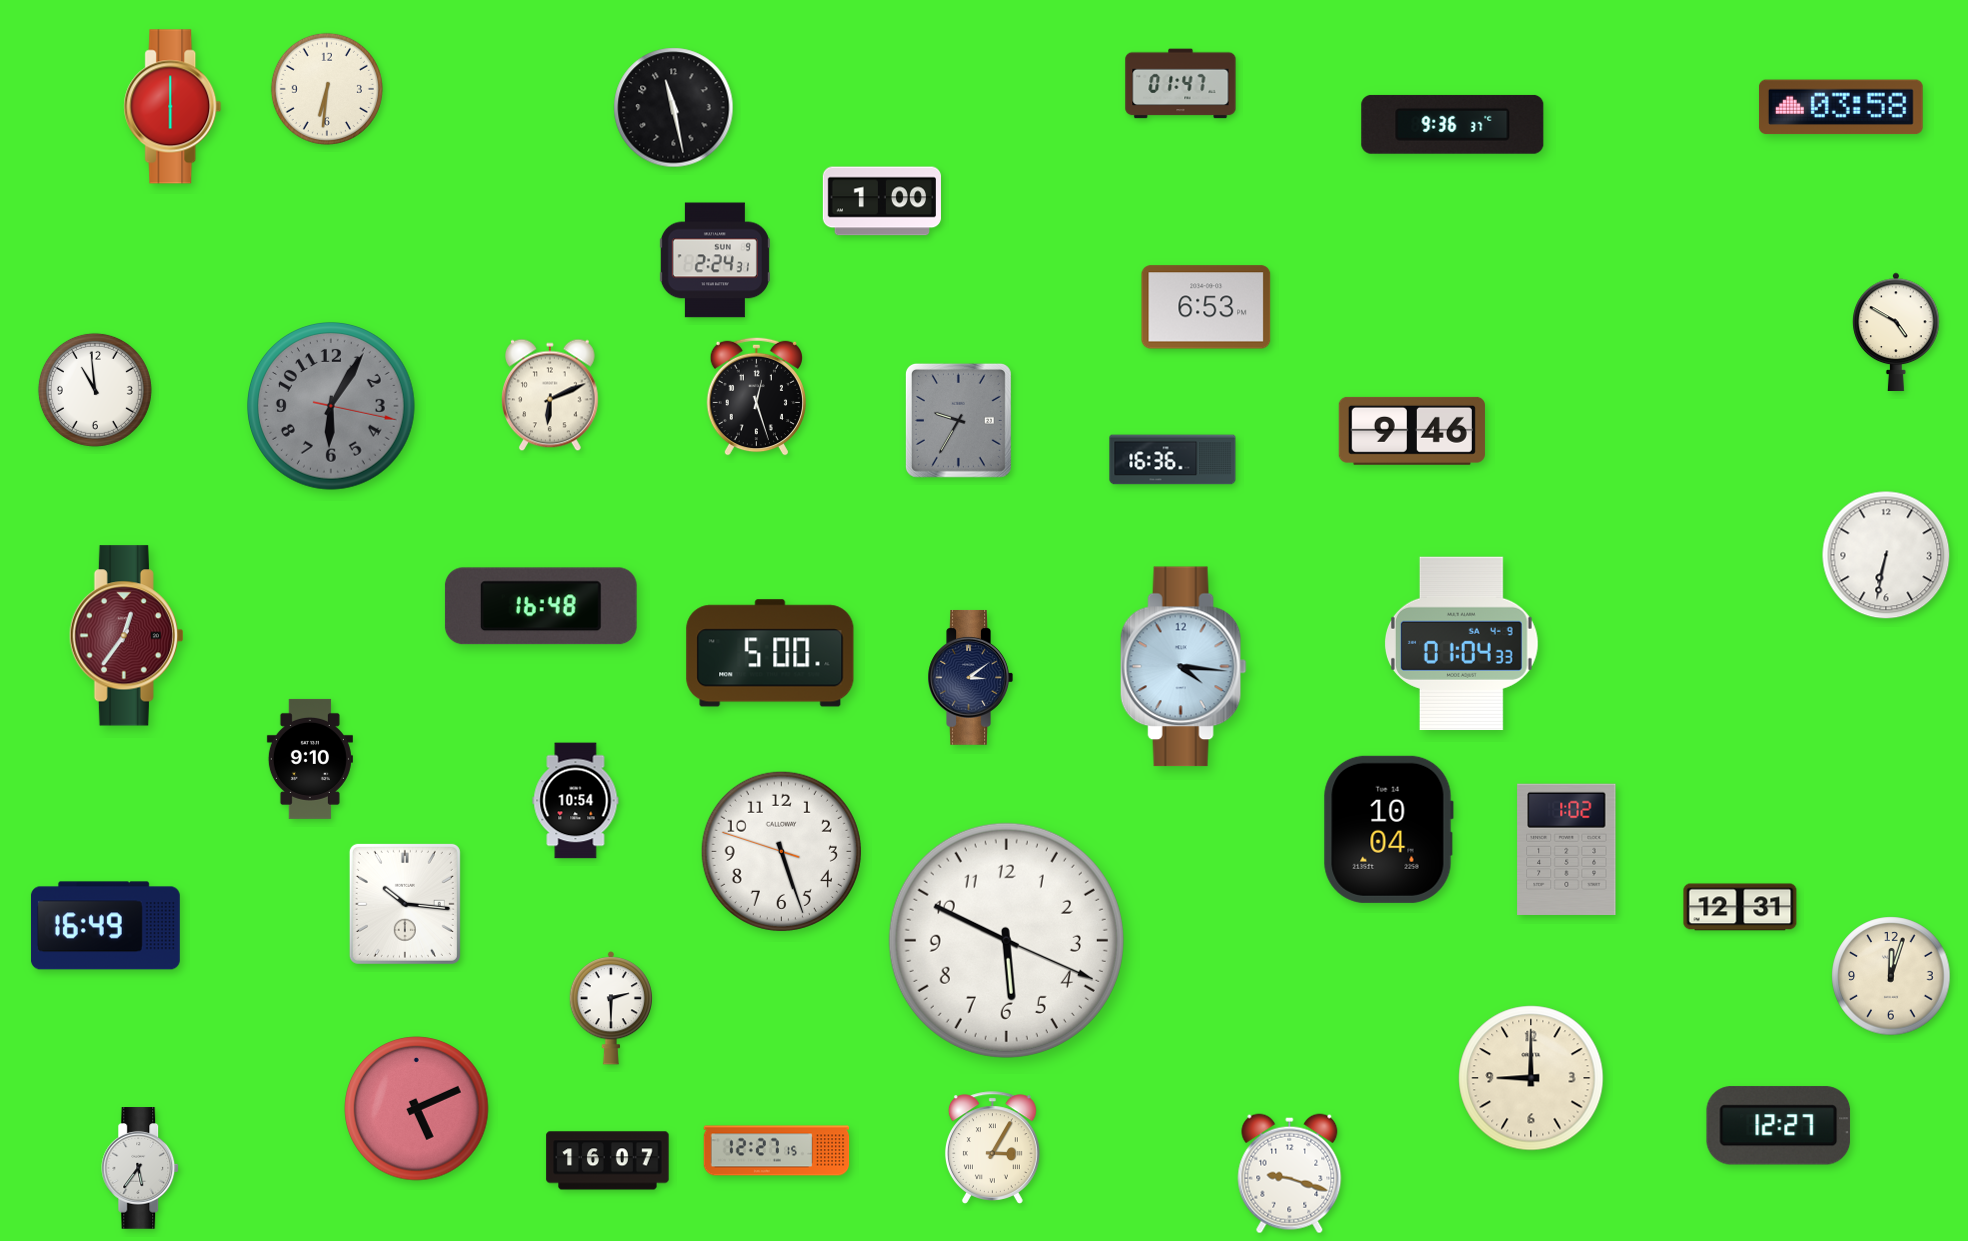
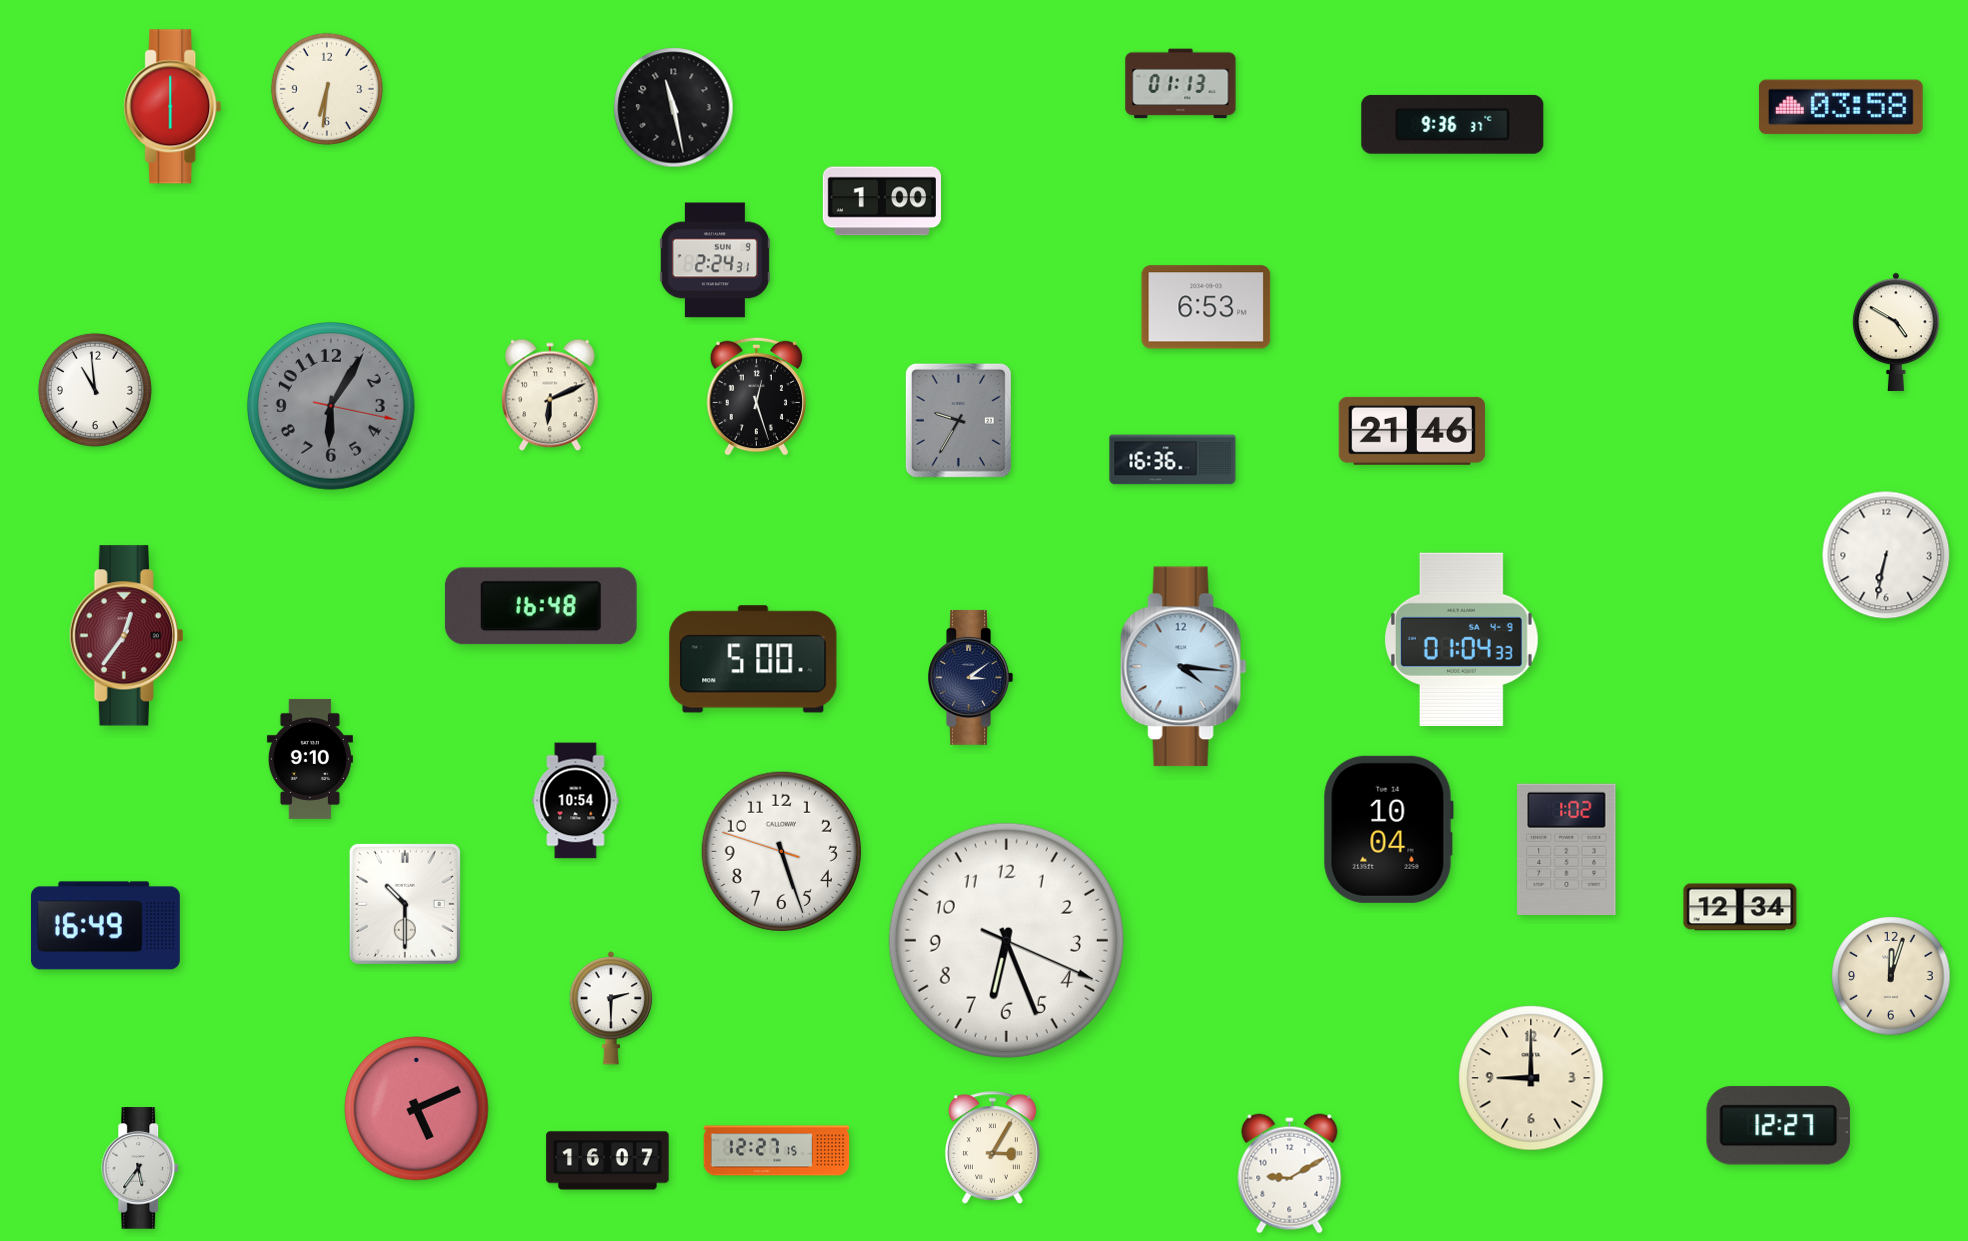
clock at (1181, 84): 01:47 -> 01:13
clock at (1412, 431): 9:46 -> 21:46
clock at (1461, 643) position: (1461, 643) -> (1461, 639)
clock at (770, 653) position: (770, 653) -> (753, 659)
clock at (405, 904): 10:16 -> 10:30
clock at (1740, 907): 12:31 -> 12:34
clock at (1006, 940): 5:49 -> 6:26
clock at (1290, 1174): 9:18 -> 9:10
